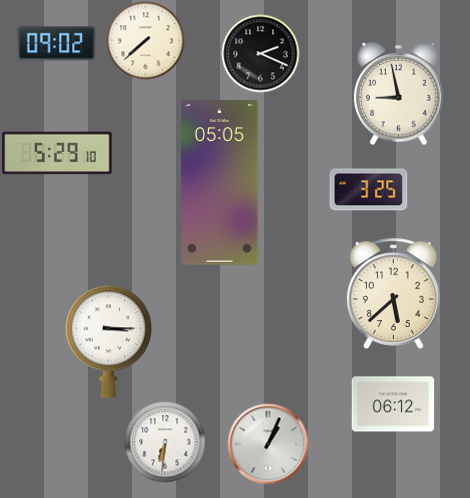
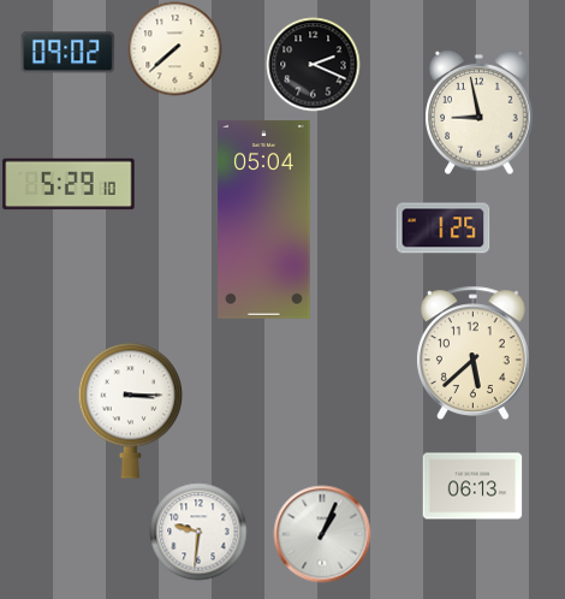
clock at (220, 183): 05:05 -> 05:04
clock at (368, 190): 3:25 -> 1:25
clock at (393, 404): 06:12 -> 06:13
clock at (165, 442): 6:31 -> 9:31
